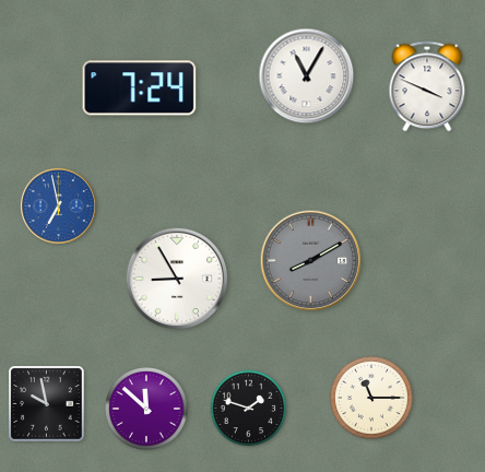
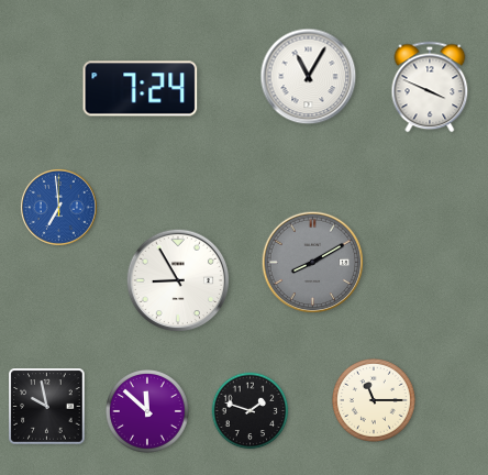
clock at (58, 205): 6:58 -> 6:59
